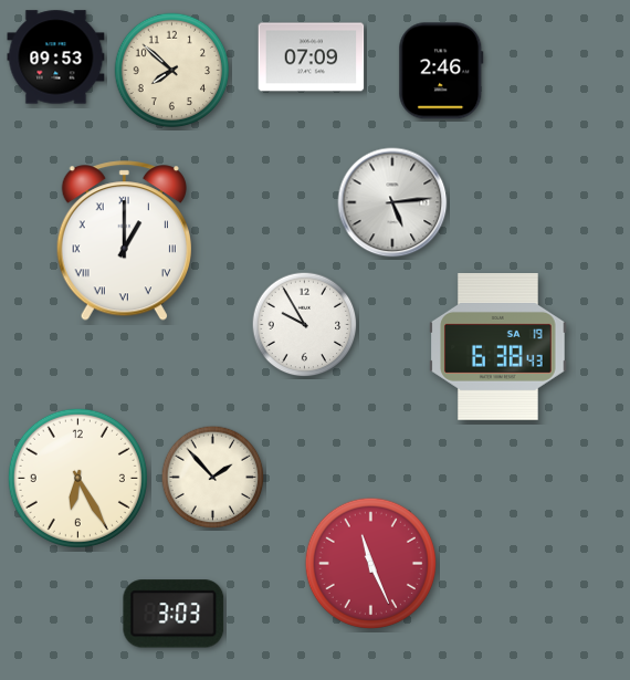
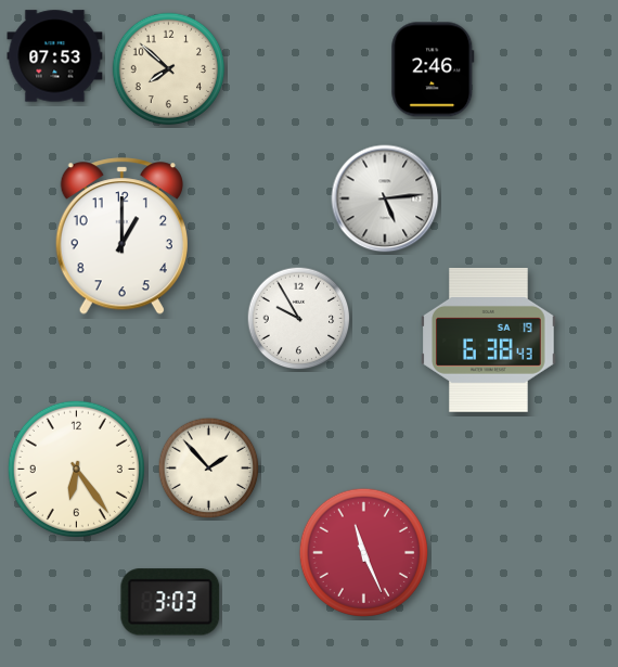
clock at (56, 57): 09:53 -> 07:53
clock at (312, 57): 07:09 -> none
clock at (124, 241) numerals: Roman -> Arabic
clock at (77, 478): 6:25 -> 6:24
